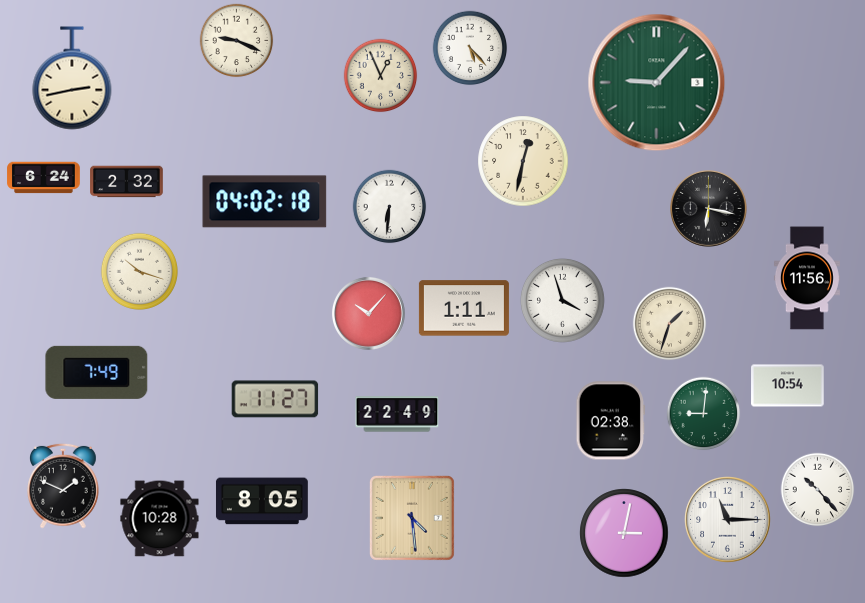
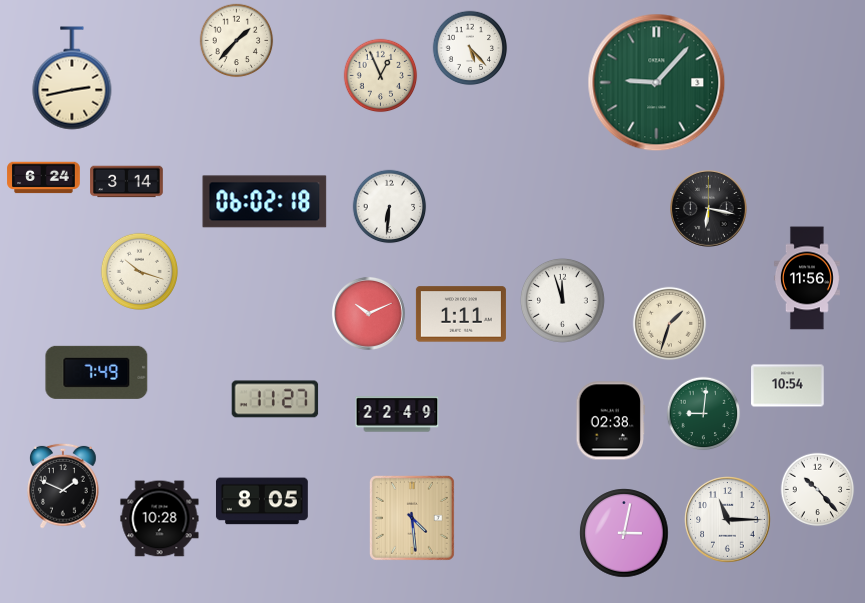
clock at (237, 41): 9:19 -> 1:37
clock at (523, 161): 12:32 -> none
clock at (127, 182): 2:32 -> 3:14
clock at (265, 202): 04:02 -> 06:02
clock at (563, 301): 3:57 -> 11:57
clock at (464, 308) position: (464, 308) -> (461, 314)
clock at (368, 313): 10:07 -> 10:11
